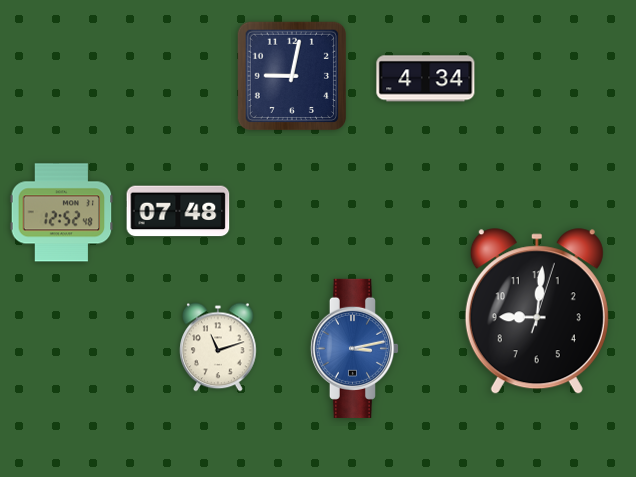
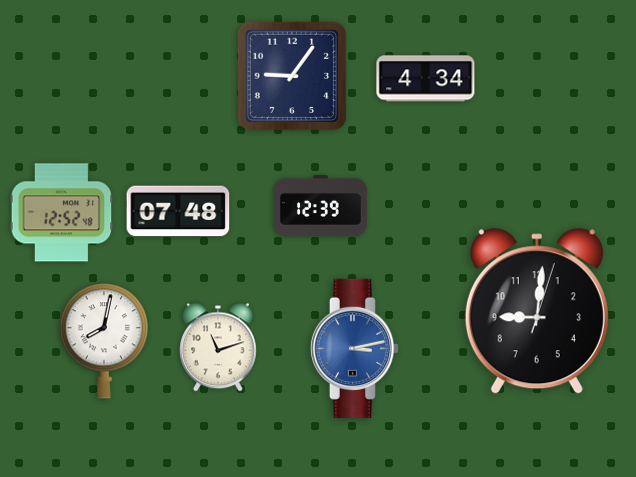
clock at (291, 75): 9:02 -> 9:06
clock at (321, 205): none -> 12:39
clock at (104, 341): none -> 8:02
